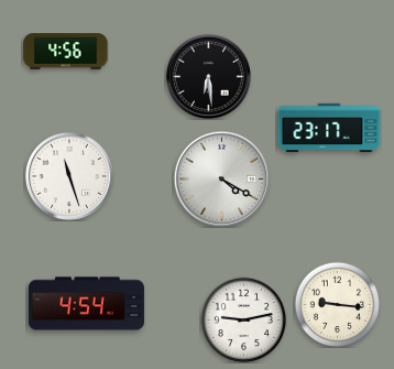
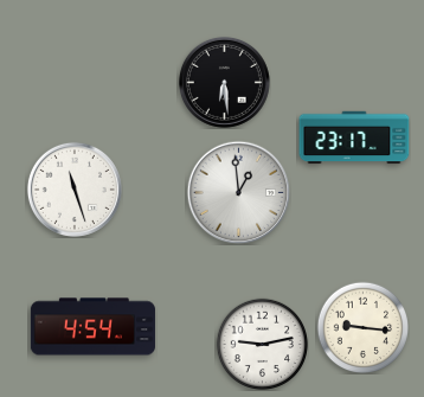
clock at (66, 52): 4:56 -> none
clock at (221, 178): 4:20 -> 12:59
